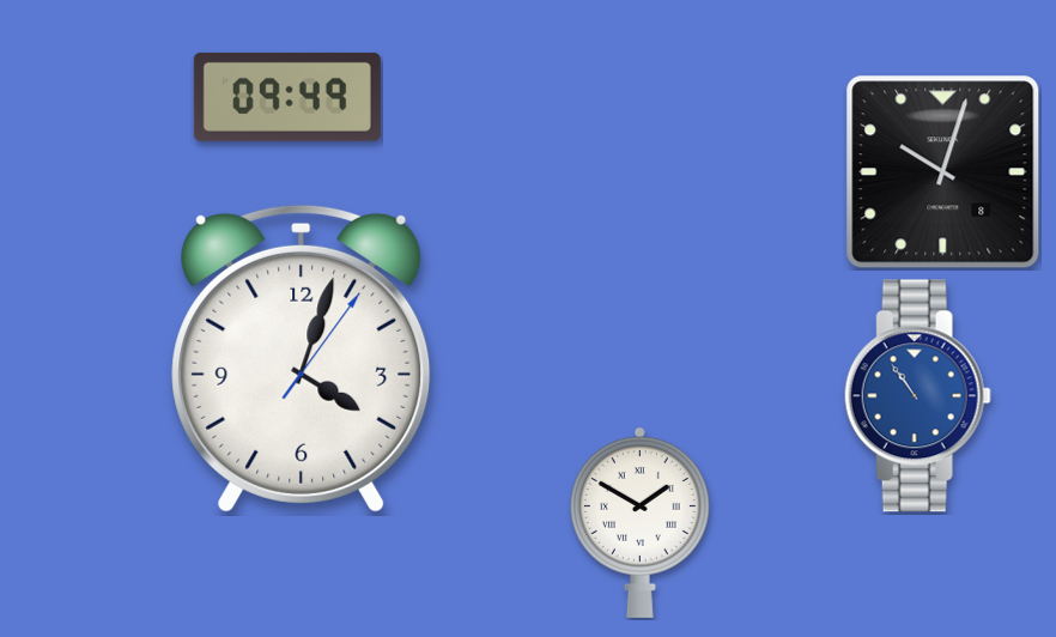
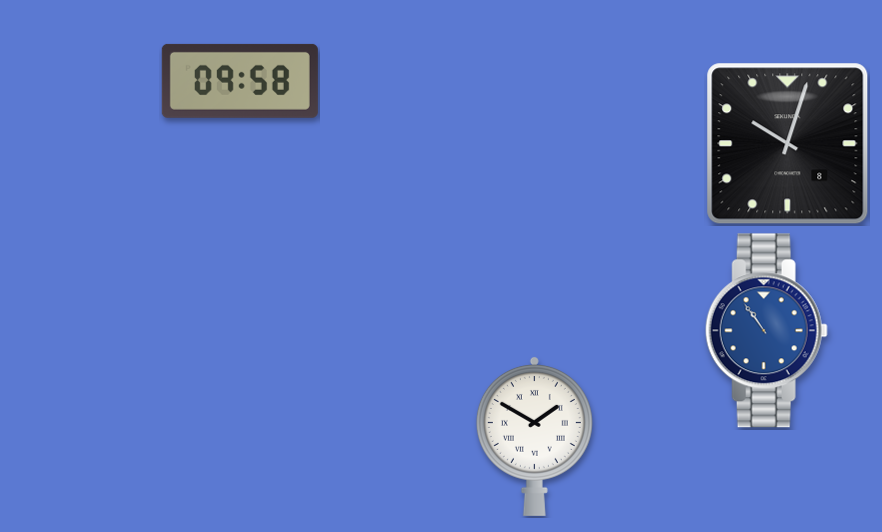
clock at (287, 97): 09:49 -> 09:58
clock at (302, 358): 4:03 -> none
